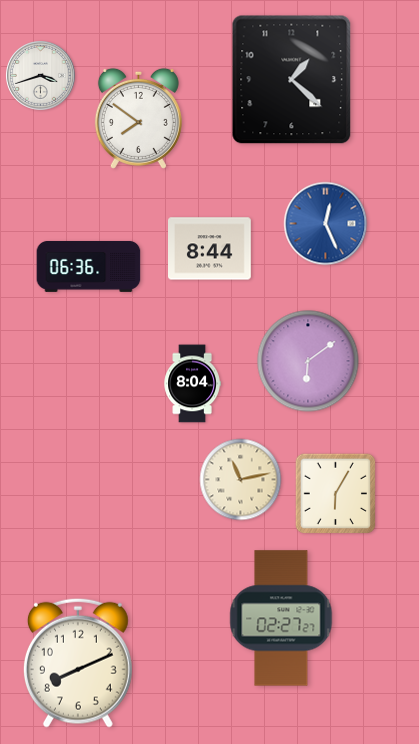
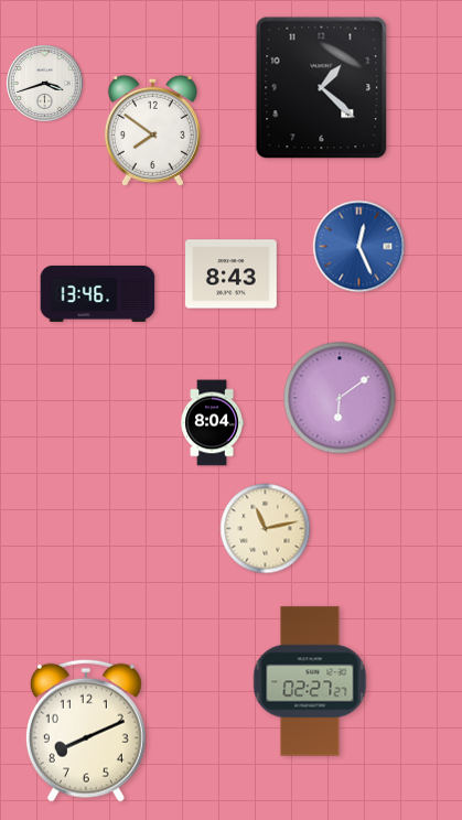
clock at (210, 249): 8:44 -> 8:43
clock at (89, 266): 06:36 -> 13:46
clock at (335, 493): 6:05 -> none
